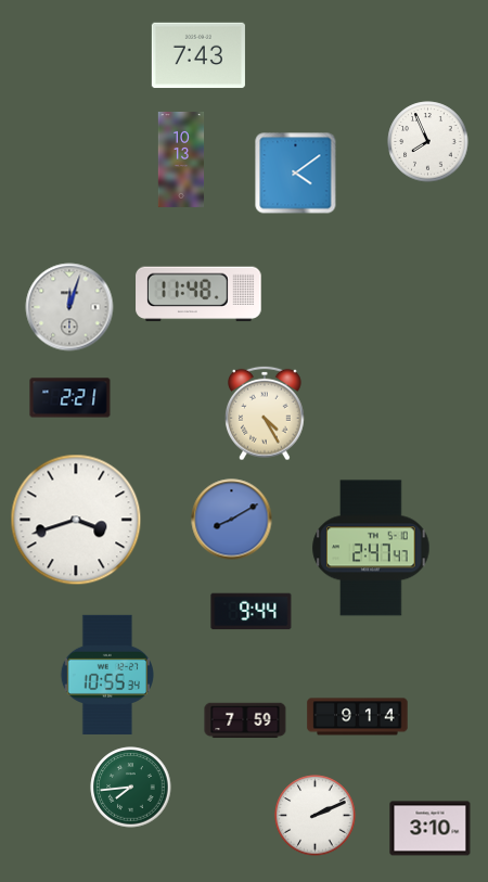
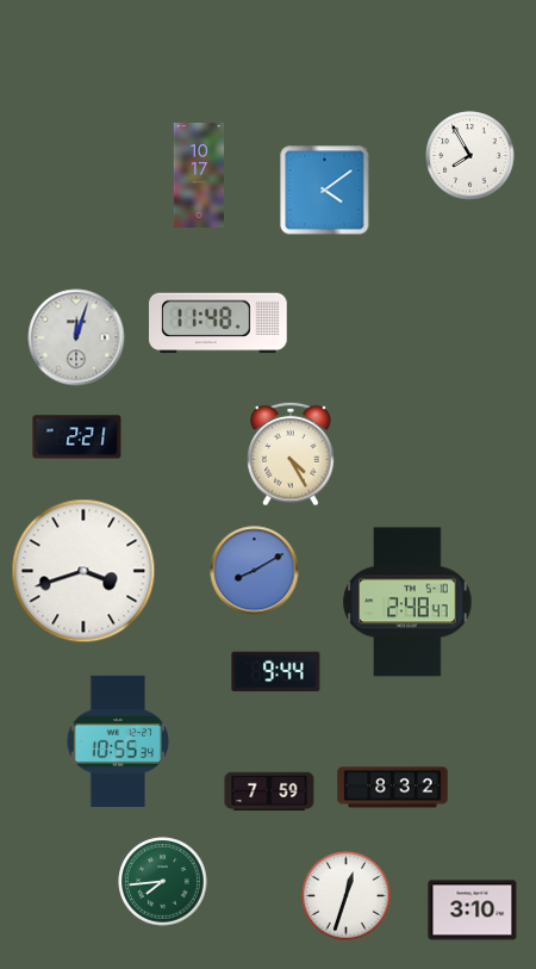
clock at (198, 55): 7:43 -> none
clock at (428, 142): 7:56 -> 7:55
clock at (181, 159): 10:13 -> 10:17
clock at (371, 548): 2:47 -> 2:48
clock at (358, 717): 9:14 -> 8:32
clock at (131, 788) position: (131, 788) -> (163, 882)
clock at (316, 816): 2:11 -> 12:33
